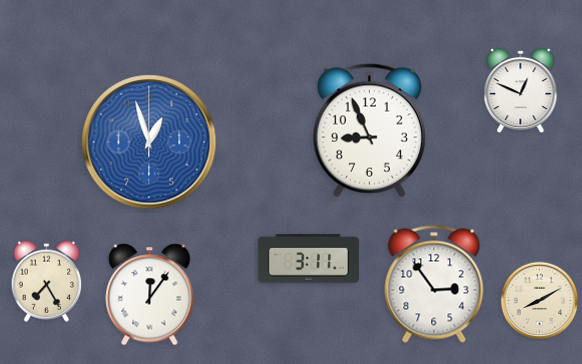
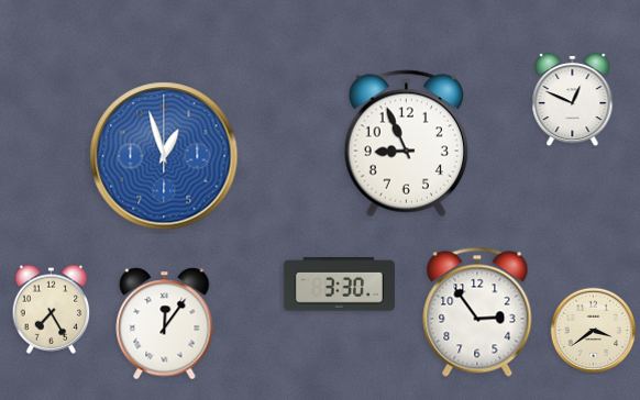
clock at (308, 259): 3:11 -> 3:30
clock at (540, 301): 8:10 -> 3:39
